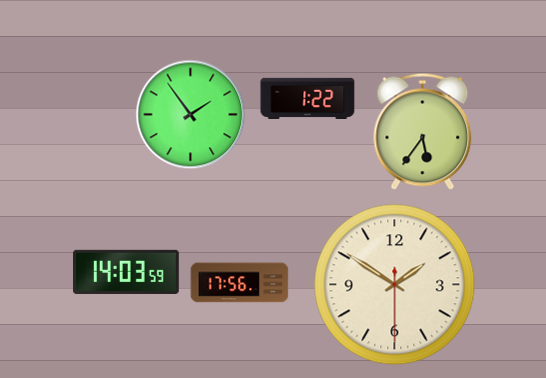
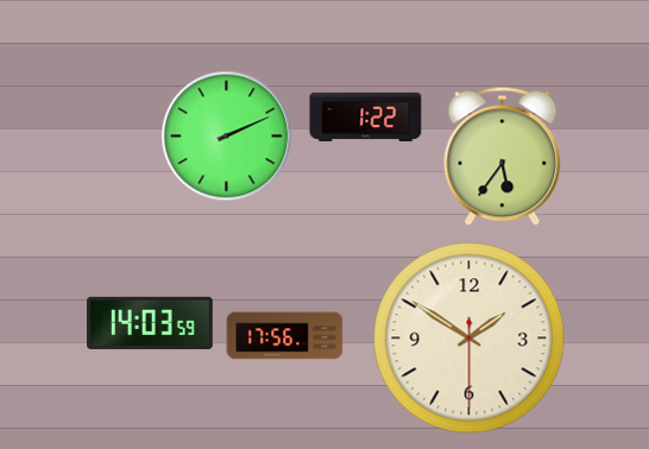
clock at (191, 115): 1:54 -> 2:11
